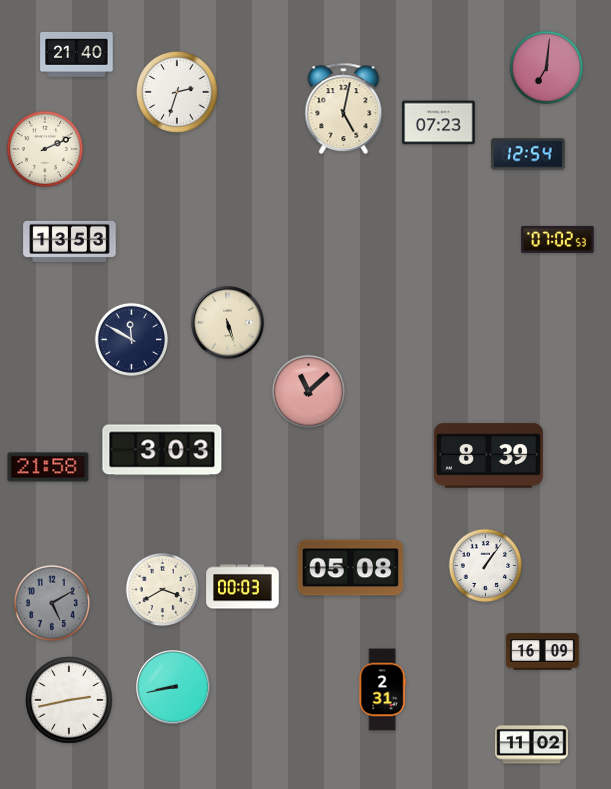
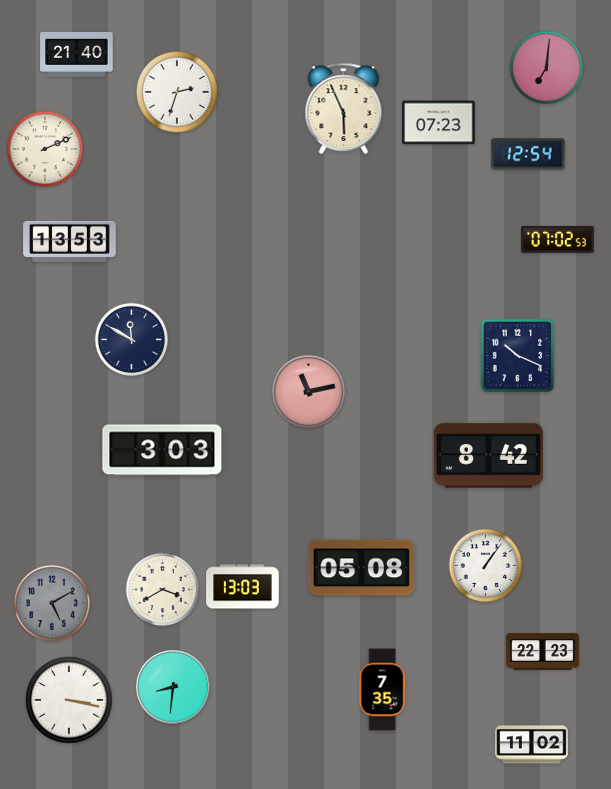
clock at (344, 108): 5:02 -> 5:56
clock at (228, 323): 5:27 -> none
clock at (518, 356): none -> 10:19
clock at (309, 392): 11:08 -> 11:13
clock at (488, 456): 8:39 -> 8:42
clock at (48, 467): 21:58 -> none
clock at (351, 568) position: (351, 568) -> (362, 568)
clock at (243, 587): 00:03 -> 13:03
clock at (543, 652): 16:09 -> 22:23
clock at (174, 688): 8:43 -> 8:31
clock at (382, 690): 2:31 -> 7:35
clock at (69, 700): 2:43 -> 3:17
